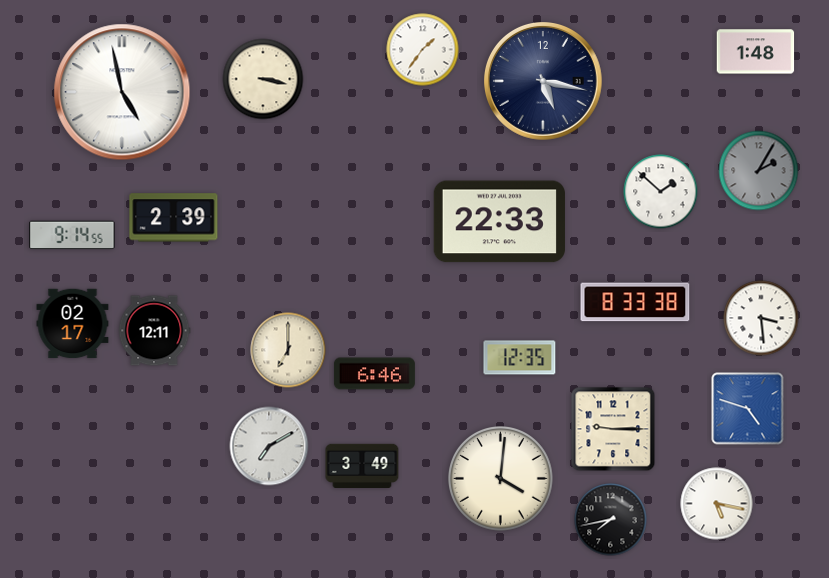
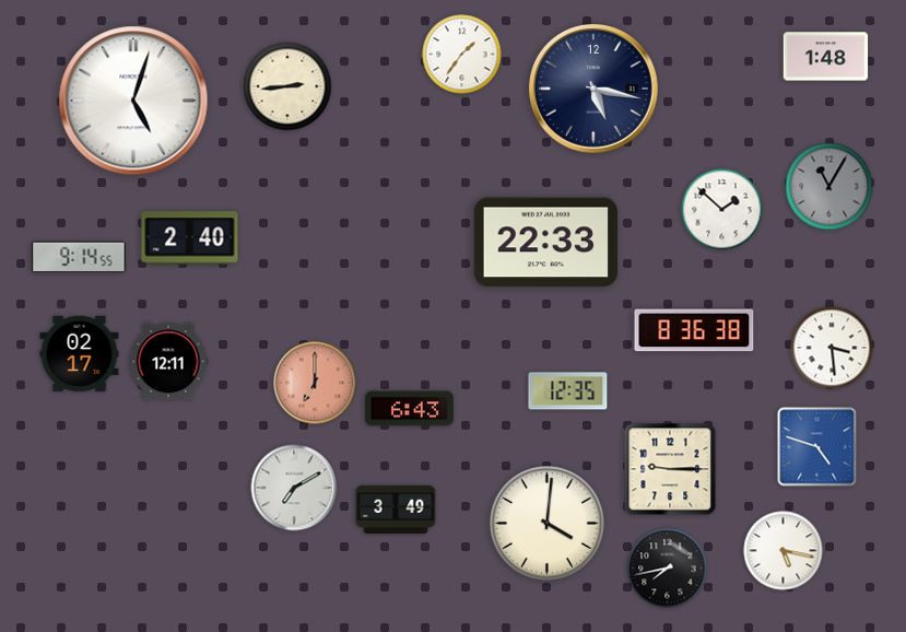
clock at (263, 79): 3:17 -> 2:44
clock at (122, 92): 4:58 -> 5:03
clock at (759, 171): 2:05 -> 11:05
clock at (174, 218): 2:39 -> 2:40
clock at (635, 302): 8:33 -> 8:36
clock at (288, 350) dial: cream -> salmon
clock at (374, 374): 6:46 -> 6:43
